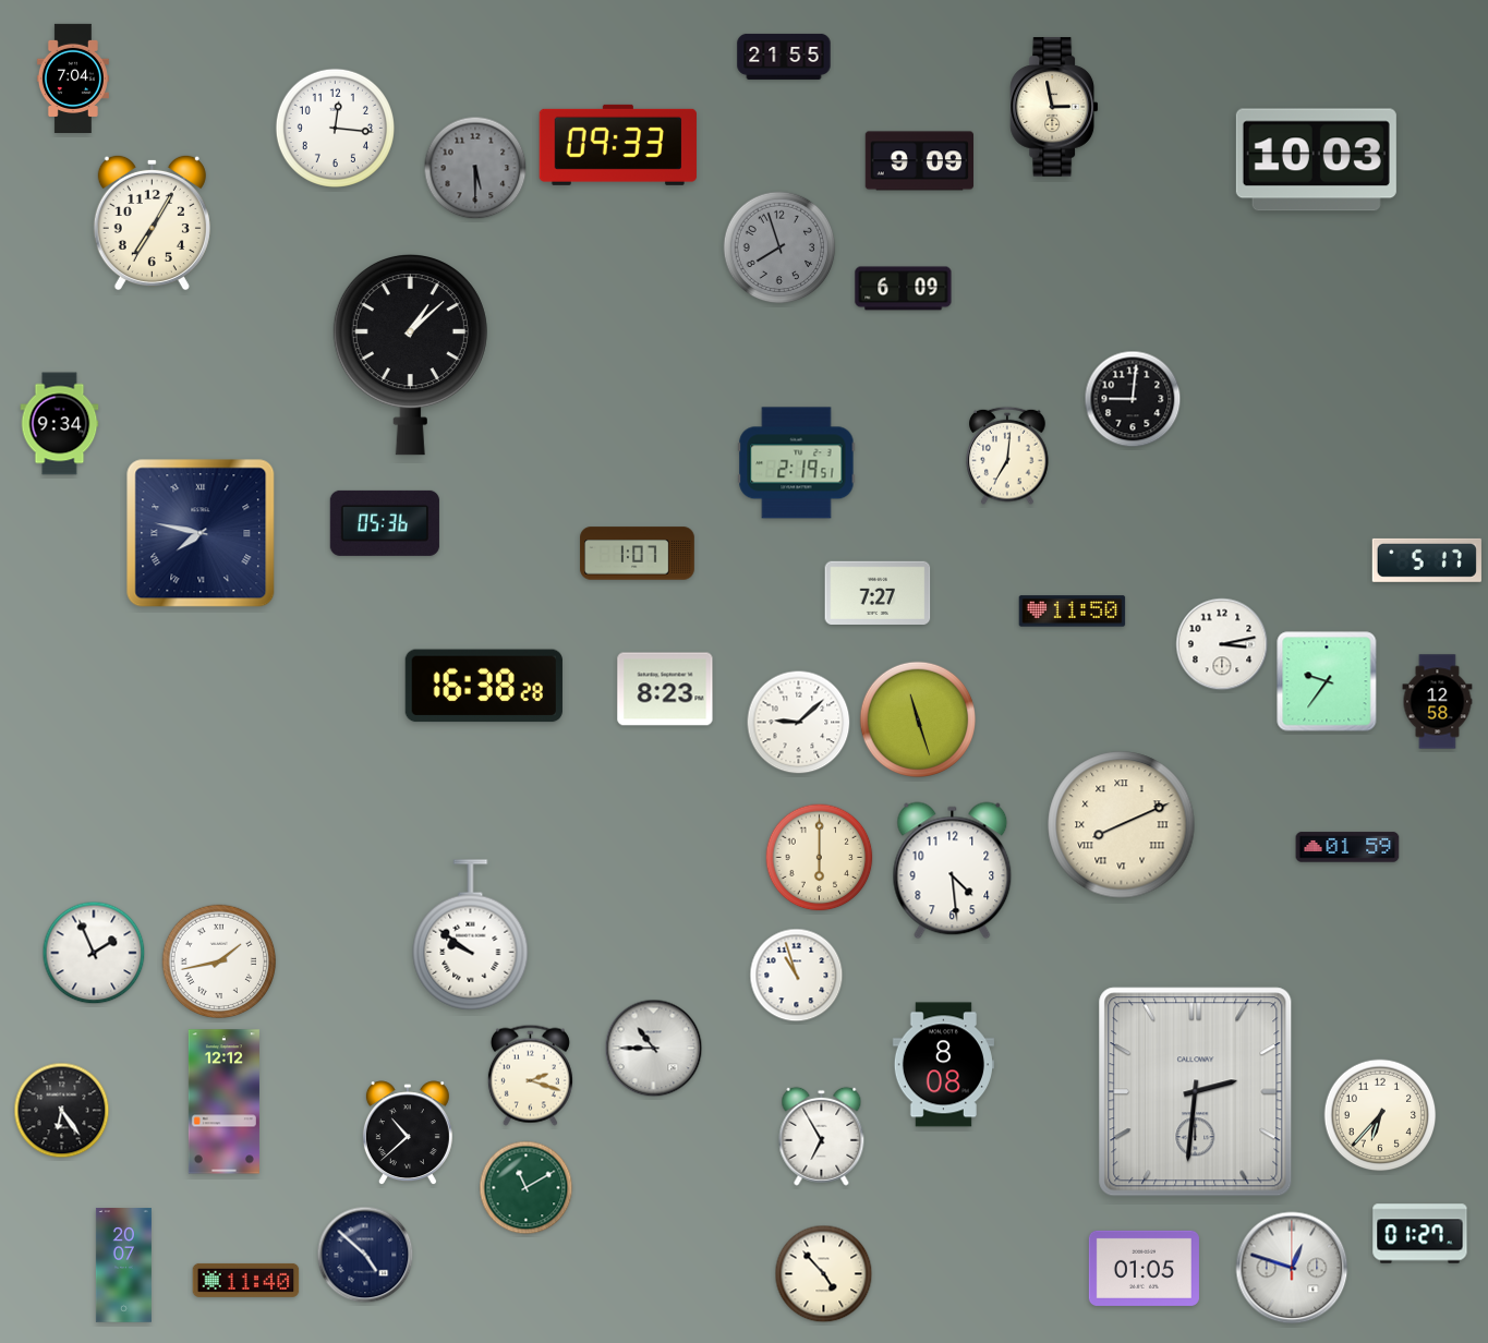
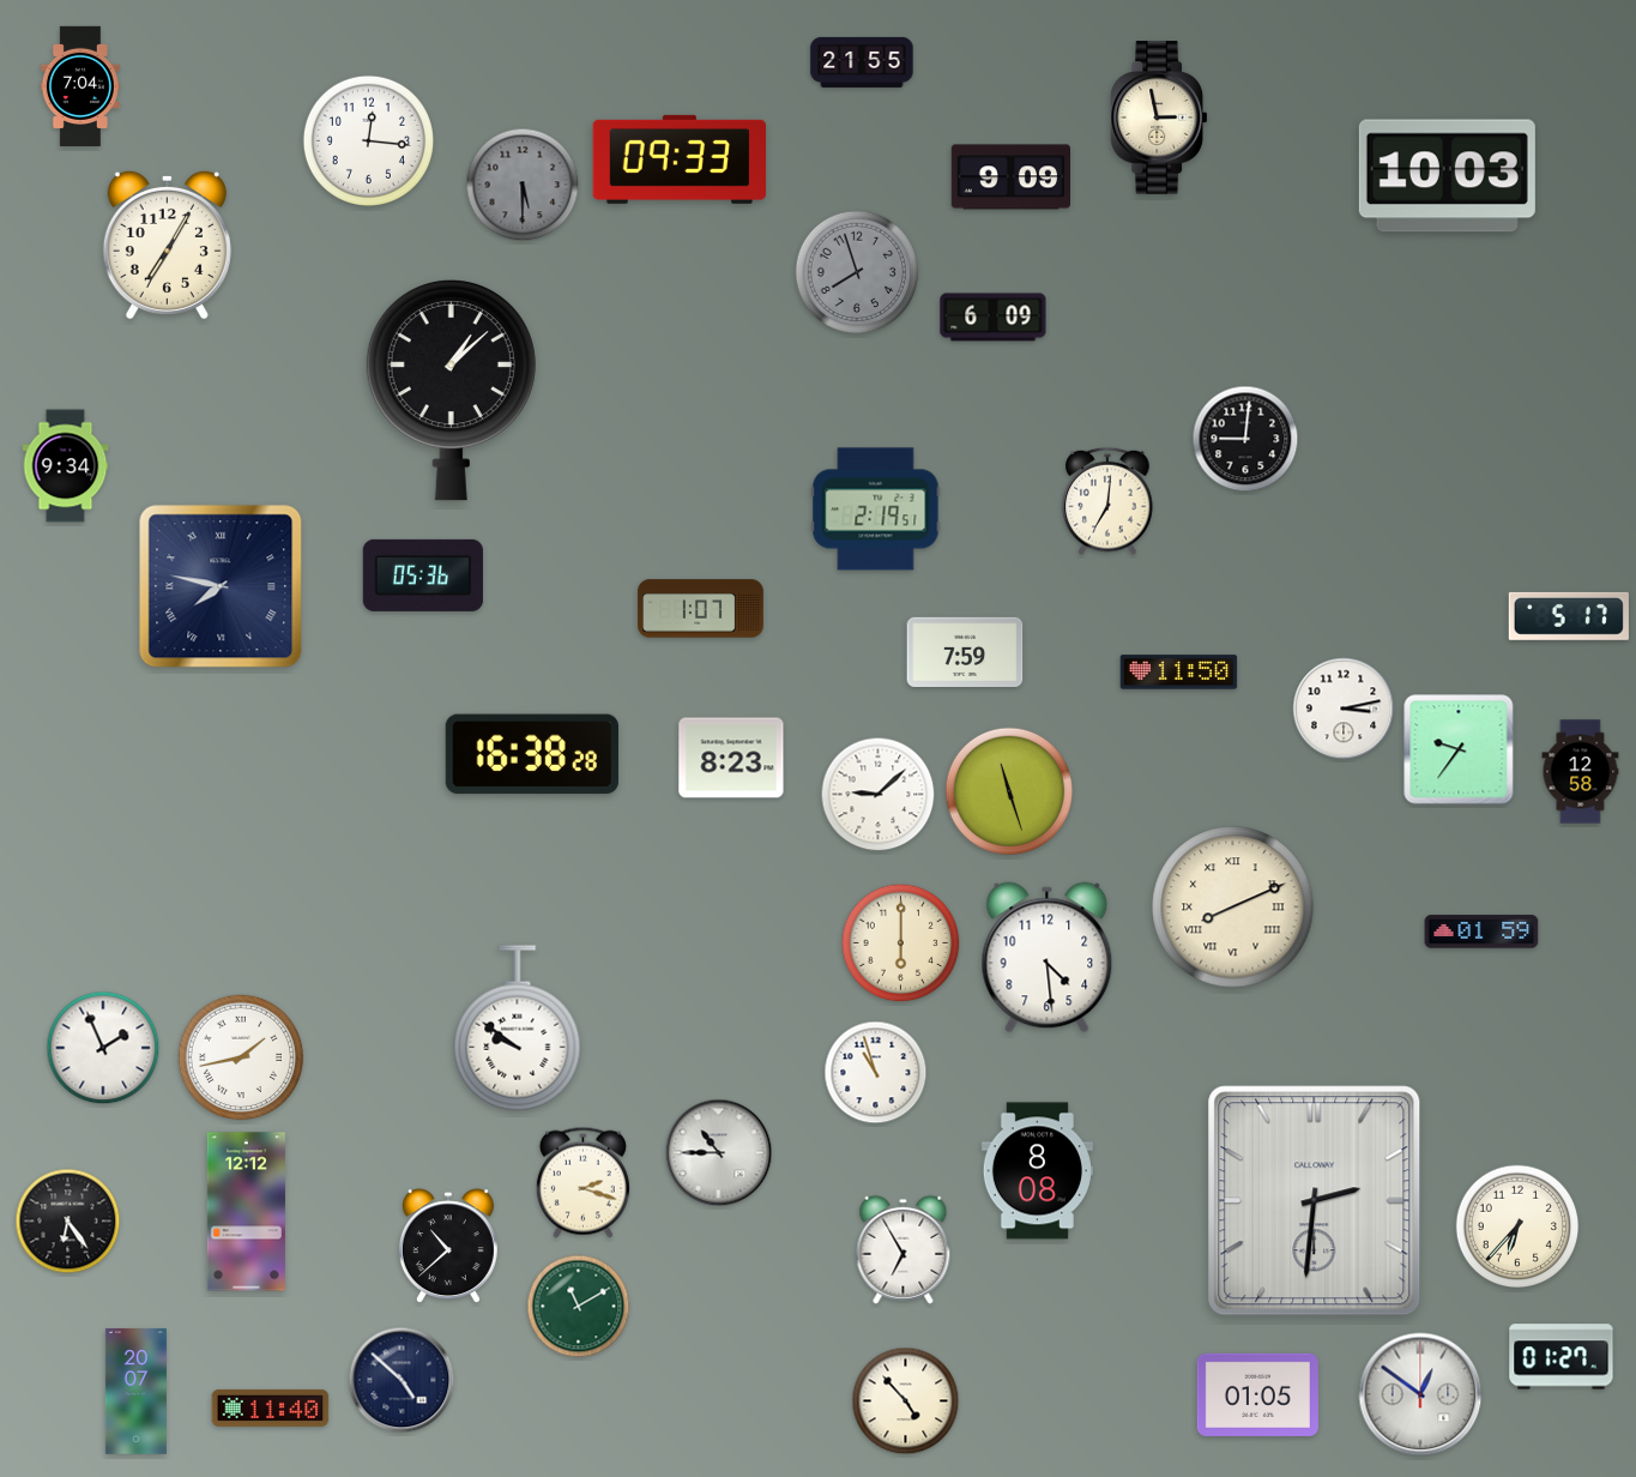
clock at (878, 592): 7:27 -> 7:59
clock at (1292, 1268): 12:48 -> 12:51
